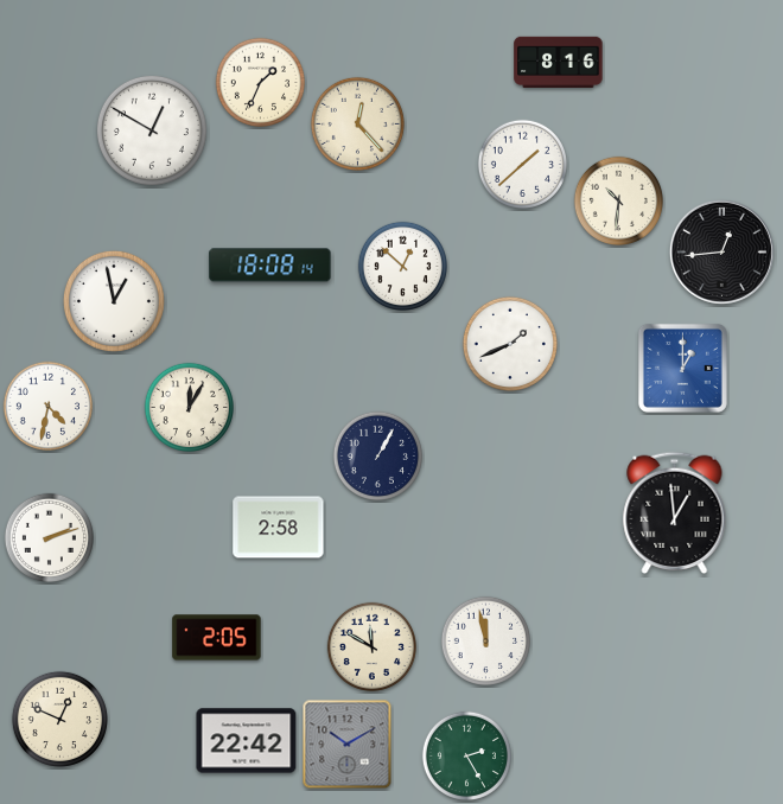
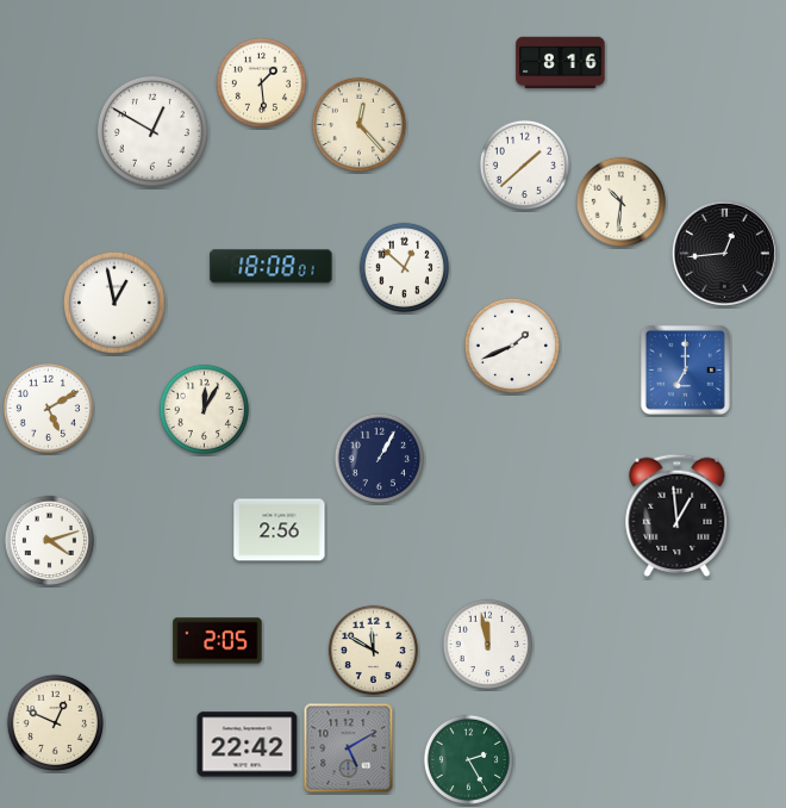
clock at (260, 82): 1:34 -> 1:29
clock at (270, 266): 18:08:14 -> 18:08:01
clock at (682, 368): 1:00 -> 7:00
clock at (47, 406): 4:32 -> 5:10
clock at (189, 407) position: (189, 407) -> (204, 409)
clock at (279, 528): 2:58 -> 2:56
clock at (49, 537): 2:12 -> 4:12
clock at (59, 719) position: (59, 719) -> (55, 722)
clock at (348, 745): 10:10 -> 5:10
